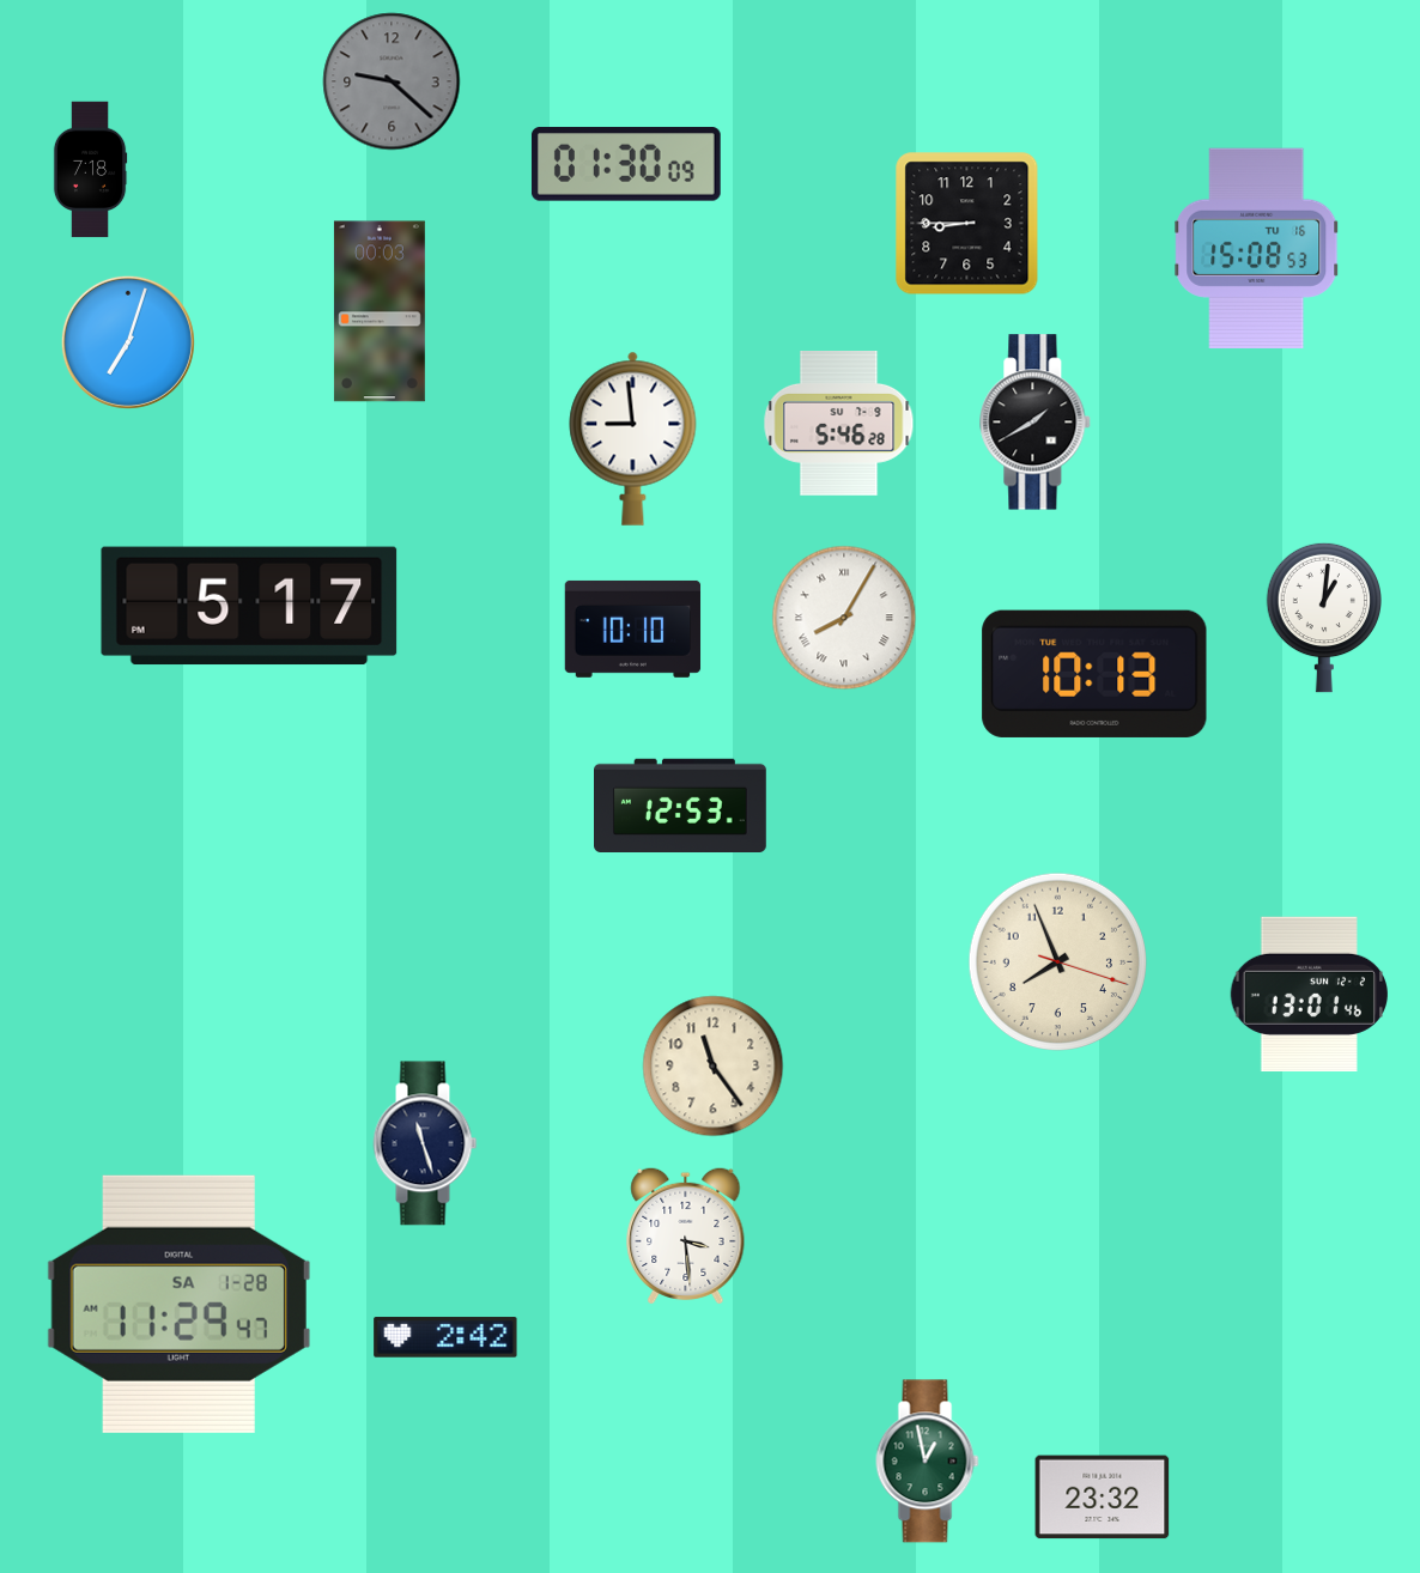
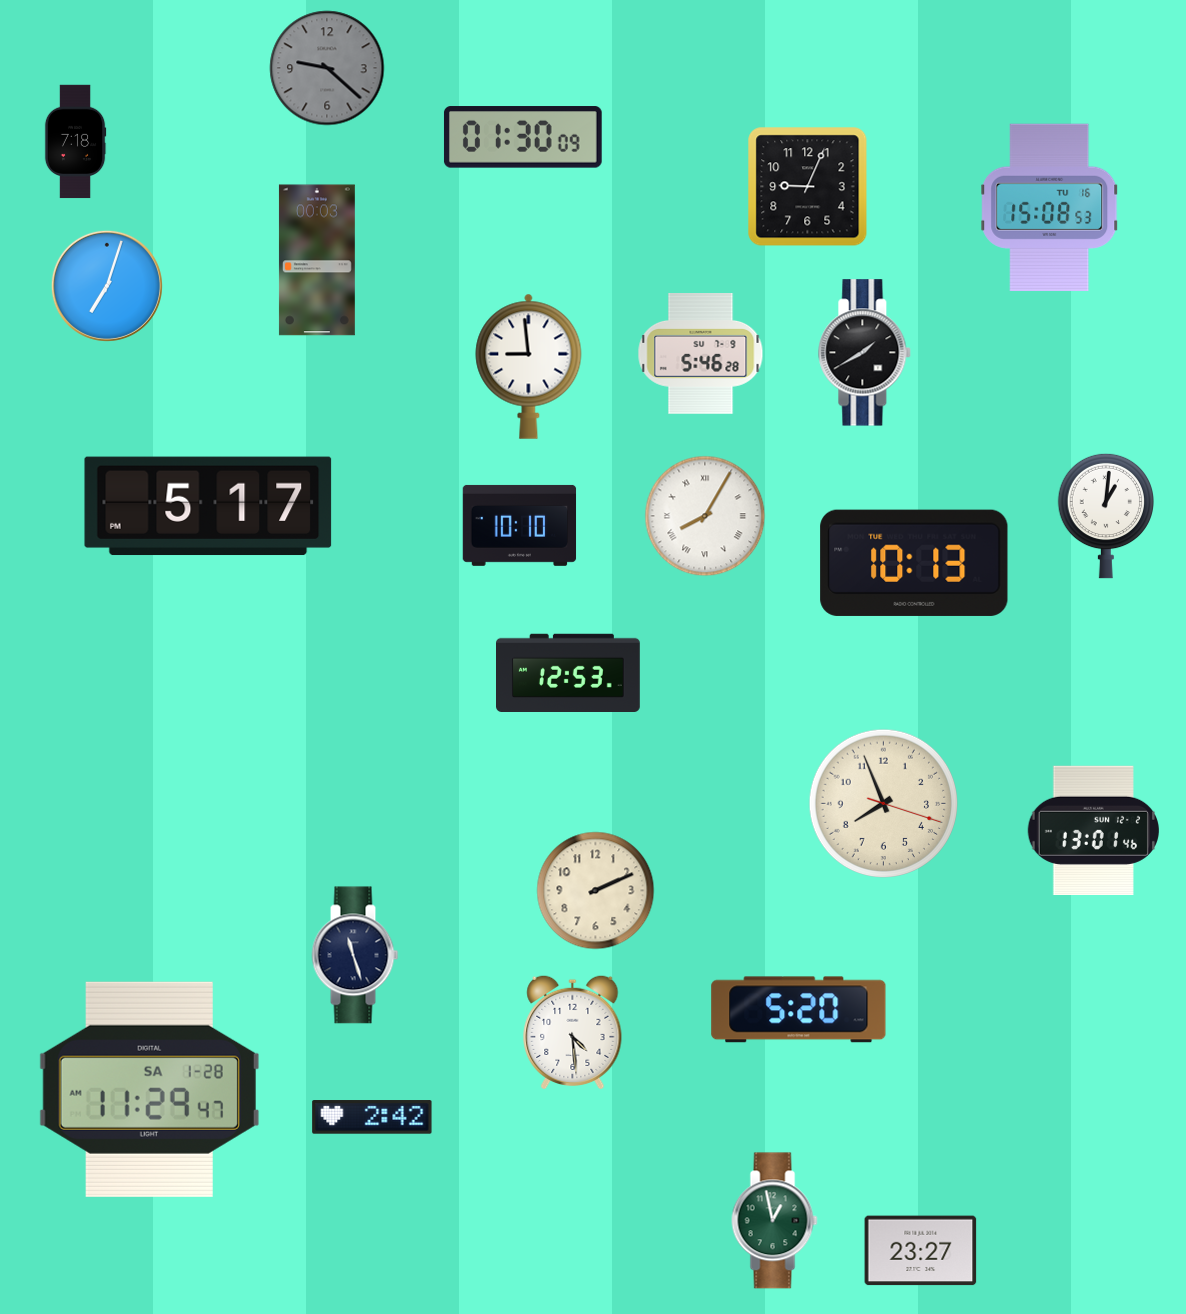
clock at (967, 224): 8:45 -> 9:04
clock at (633, 628) position: (633, 628) -> (520, 525)
clock at (714, 1067): 11:24 -> 2:11
clock at (799, 1010): none -> 5:20
clock at (686, 1234): 3:29 -> 4:29
clock at (1103, 1498): 23:32 -> 23:27
